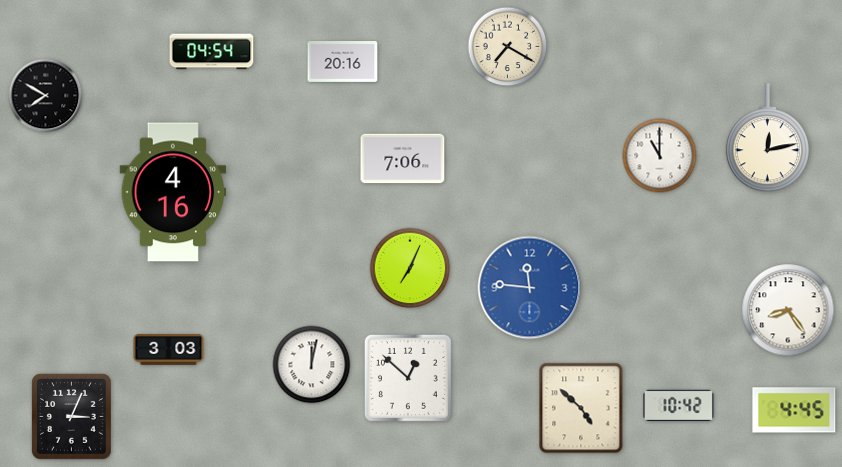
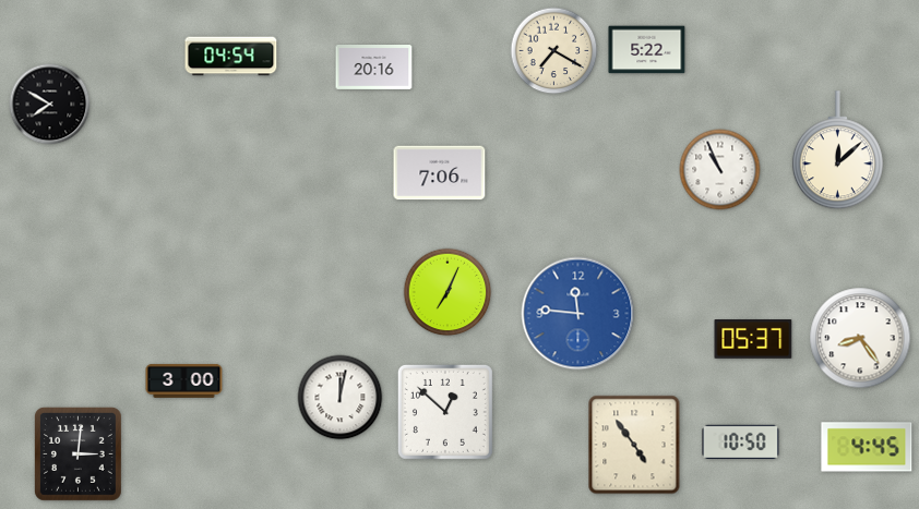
clock at (647, 50): none -> 5:22
clock at (767, 138): 12:13 -> 12:08
clock at (660, 156): 11:00 -> 10:56
clock at (173, 192): 4:16 -> none
clock at (753, 340): none -> 05:37
clock at (169, 349): 3:03 -> 3:00
clock at (679, 406): 10:42 -> 10:50
clock at (581, 408): 4:52 -> 4:54
clock at (71, 416): 3:04 -> 3:01
